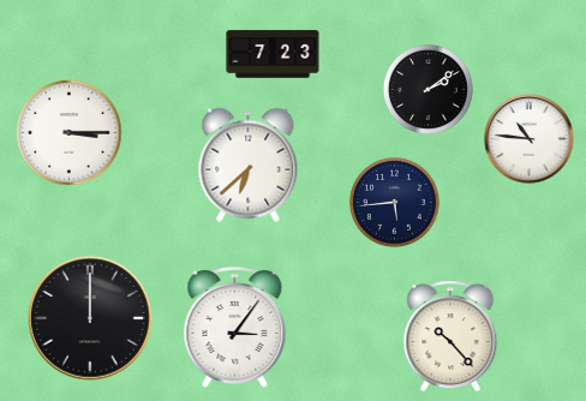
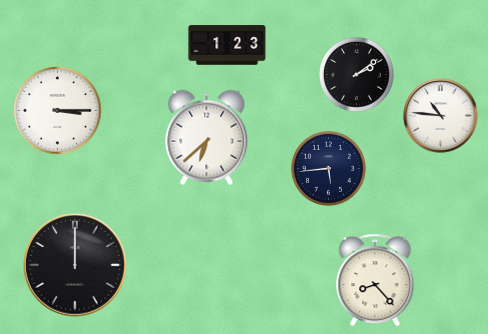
clock at (273, 54): 7:23 -> 1:23
clock at (235, 328): 3:06 -> none
clock at (450, 336): 10:23 -> 8:23
